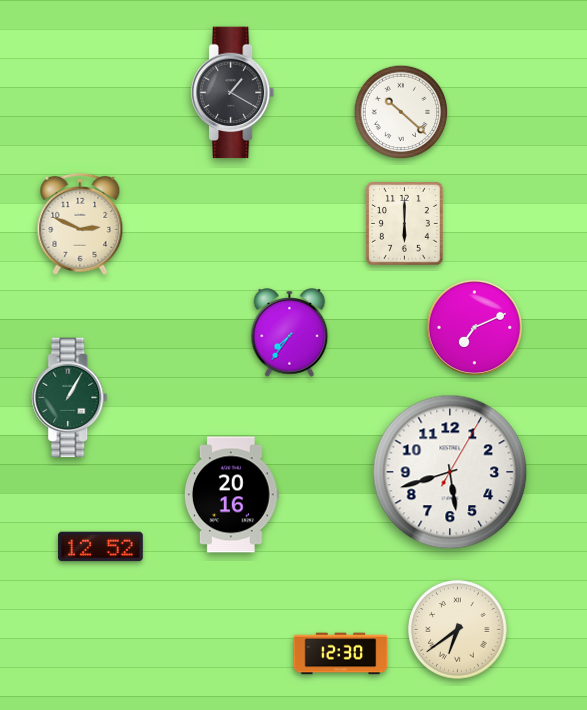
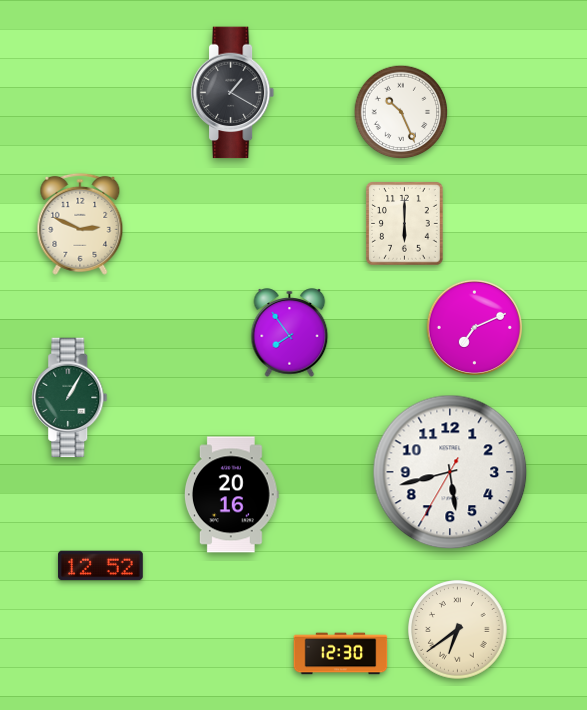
clock at (401, 112): 10:22 -> 10:26
clock at (290, 333): 7:36 -> 7:54
clock at (450, 472): 5:42:05 -> 5:42:35
clock at (101, 547) position: (101, 547) -> (101, 566)
